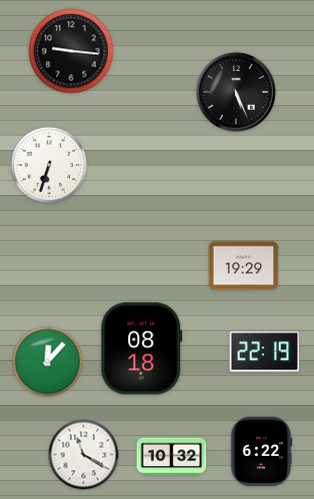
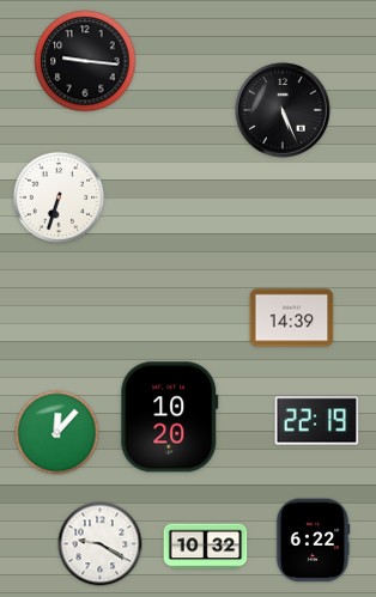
clock at (244, 266): 19:29 -> 14:39
clock at (142, 349): 08:18 -> 10:20
clock at (84, 455): 11:20 -> 9:20
